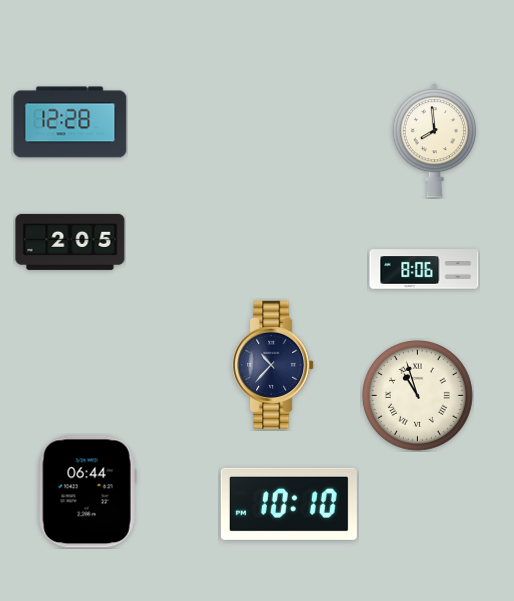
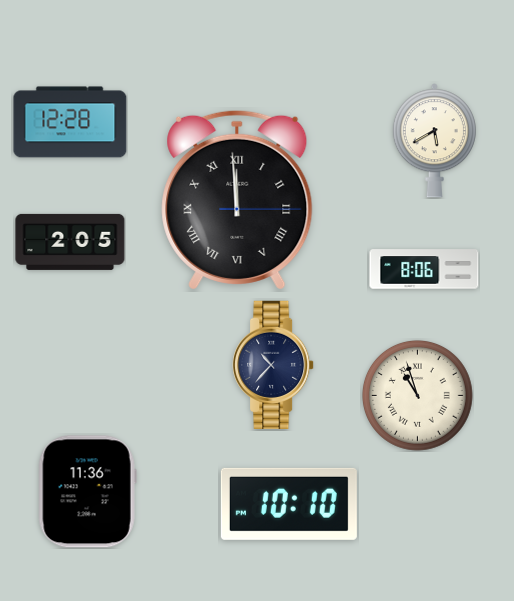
clock at (434, 141): 7:59 -> 5:40
clock at (237, 200): none -> 11:59
clock at (87, 492): 06:44 -> 11:36
